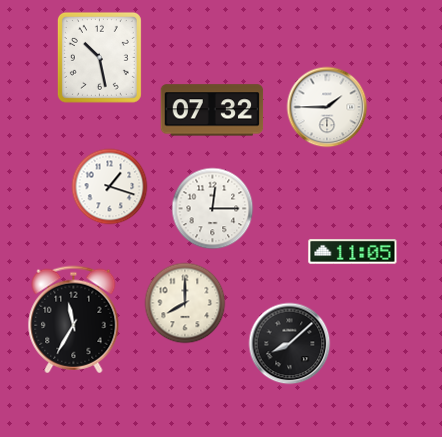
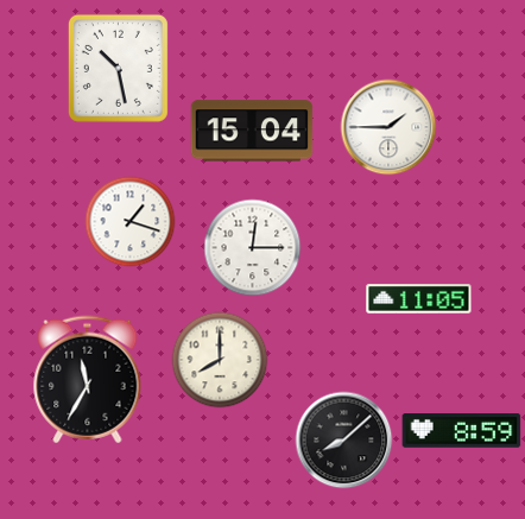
clock at (212, 110): 07:32 -> 15:04
clock at (290, 344) position: (290, 344) -> (344, 441)
clock at (462, 431): none -> 8:59
